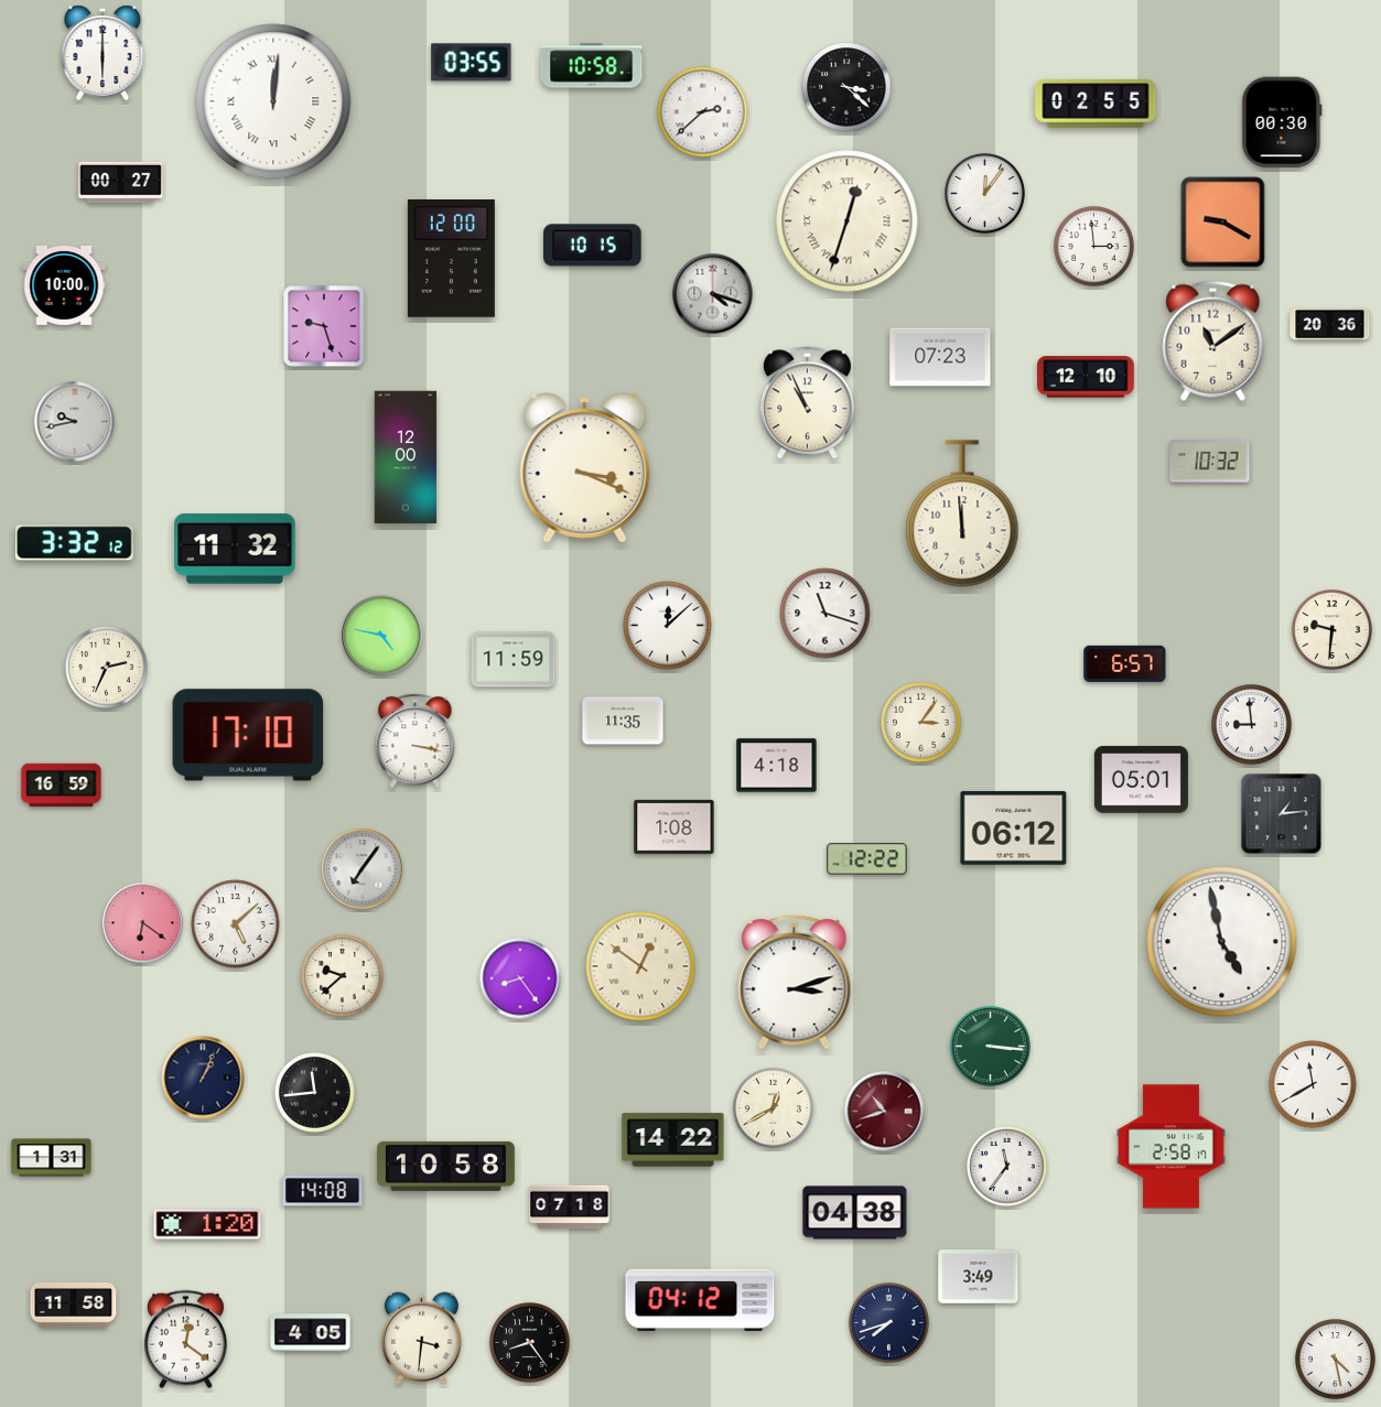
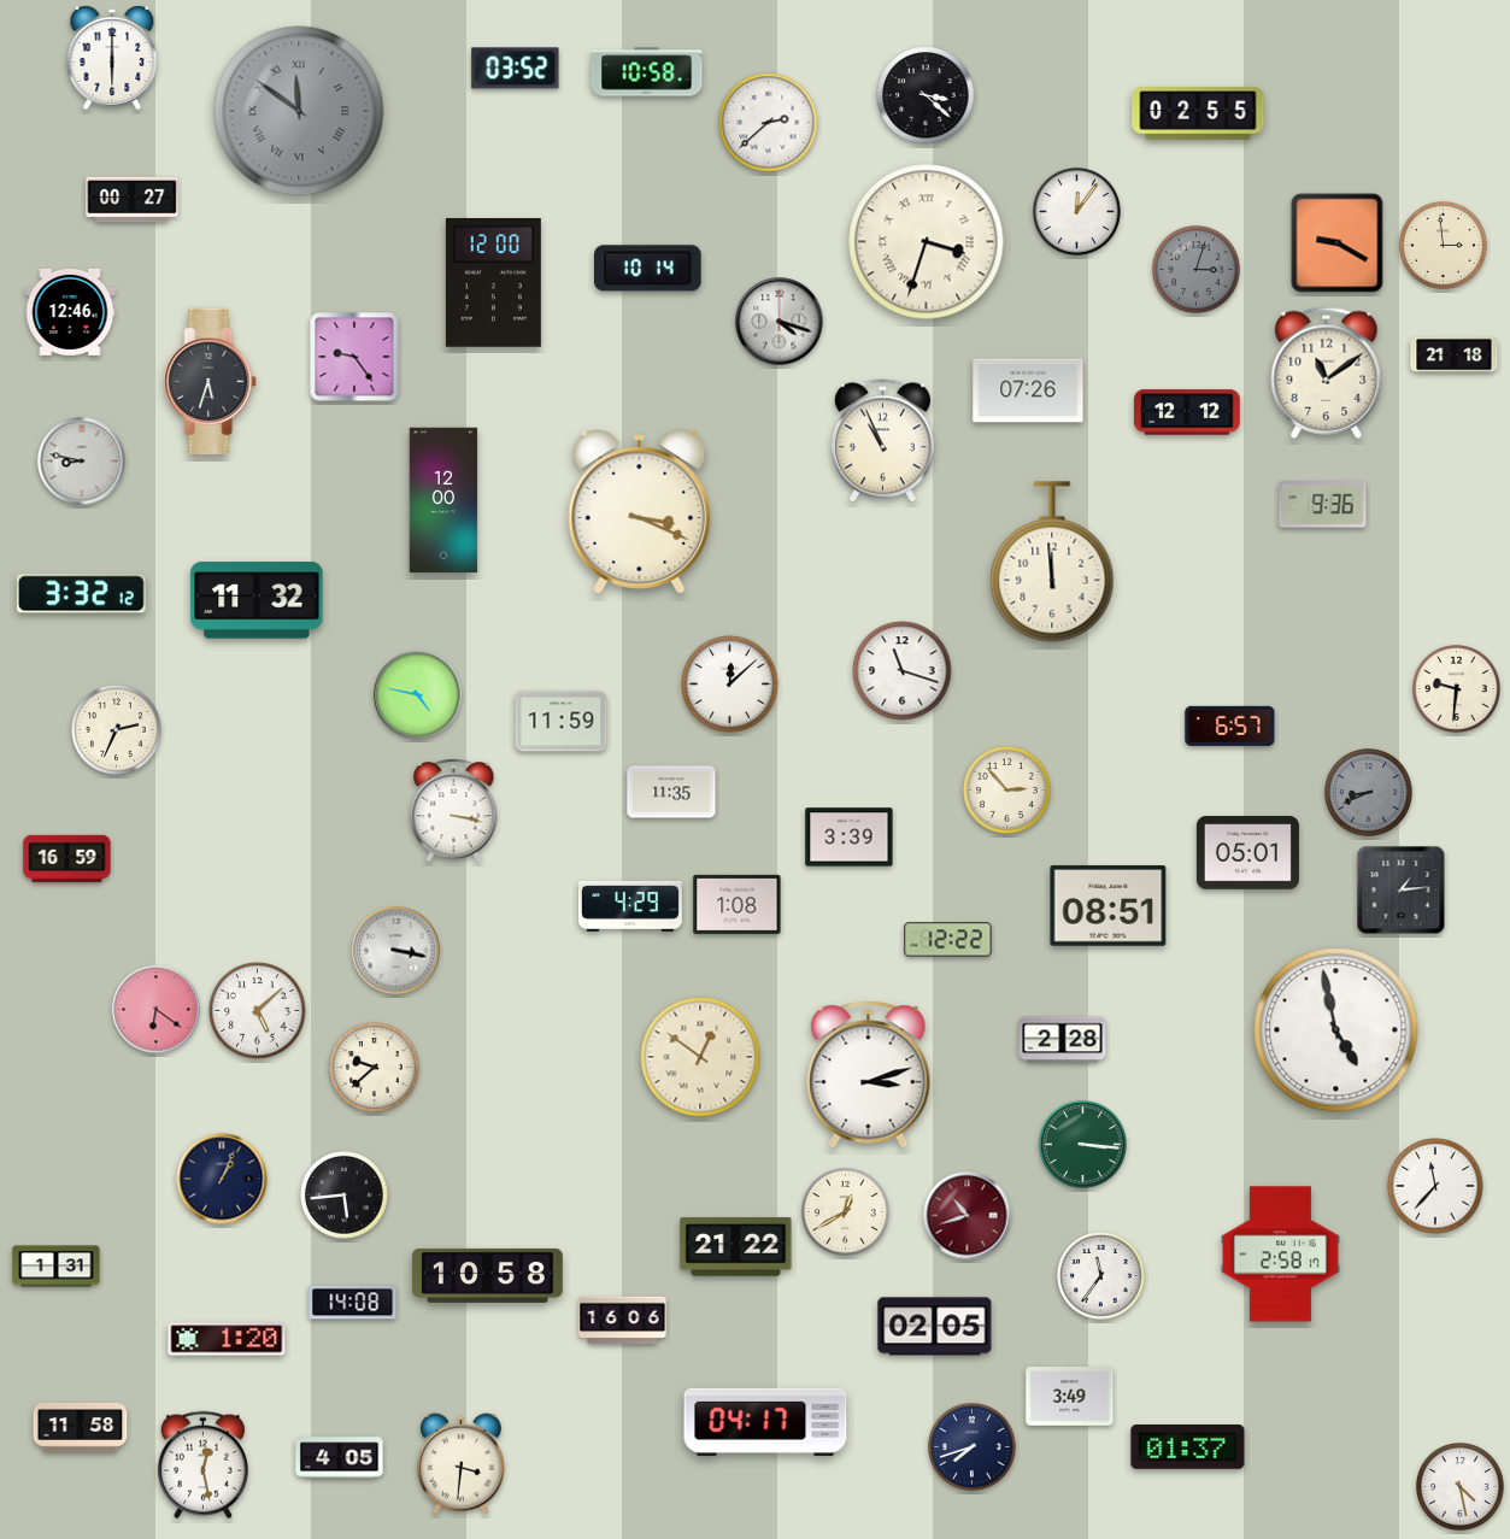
clock at (472, 63): 03:55 -> 03:52
clock at (273, 101): 12:01 -> 11:51
clock at (273, 101) dial: white -> grey
clock at (1282, 122): 00:30 -> none
clock at (848, 221): 12:33 -> 3:33
clock at (1444, 246): none -> 2:59
clock at (593, 246): 10:15 -> 10:14
clock at (1094, 247): 2:59 -> 3:03
clock at (1094, 247) dial: white -> grey
clock at (64, 285): 10:00 -> 12:46
clock at (1330, 325): 20:36 -> 21:18
clock at (324, 326): 9:27 -> 9:24
clock at (211, 381): none -> 5:33
clock at (940, 357): 07:23 -> 07:26
clock at (1086, 377): 12:10 -> 12:12
clock at (75, 422): 9:43 -> 8:47
clock at (1210, 462): 10:32 -> 9:36
clock at (623, 721) position: (623, 721) -> (671, 792)
clock at (921, 723): 3:06 -> 2:53
clock at (1252, 725): 8:59 -> 8:41
clock at (1252, 725) dial: white -> grey
clock at (248, 735): 17:10 -> none
clock at (777, 766): 4:18 -> 3:39
clock at (630, 906): none -> 4:29
clock at (1014, 829): 06:12 -> 08:51
clock at (363, 869): 7:06 -> 3:17
clock at (1063, 1040): none -> 2:28
clock at (520, 978): 8:24 -> none
clock at (1313, 1084): 11:40 -> 11:37
clock at (315, 1093): 11:44 -> 5:44
clock at (673, 1140): 14:22 -> 21:22
clock at (570, 1208): 07:18 -> 16:06
clock at (855, 1213): 04:38 -> 02:05
clock at (700, 1300): 04:12 -> 04:17
clock at (1188, 1447): none -> 01:37
clock at (185, 1340): 12:21 -> 12:28
clock at (530, 1343): 8:24 -> none
